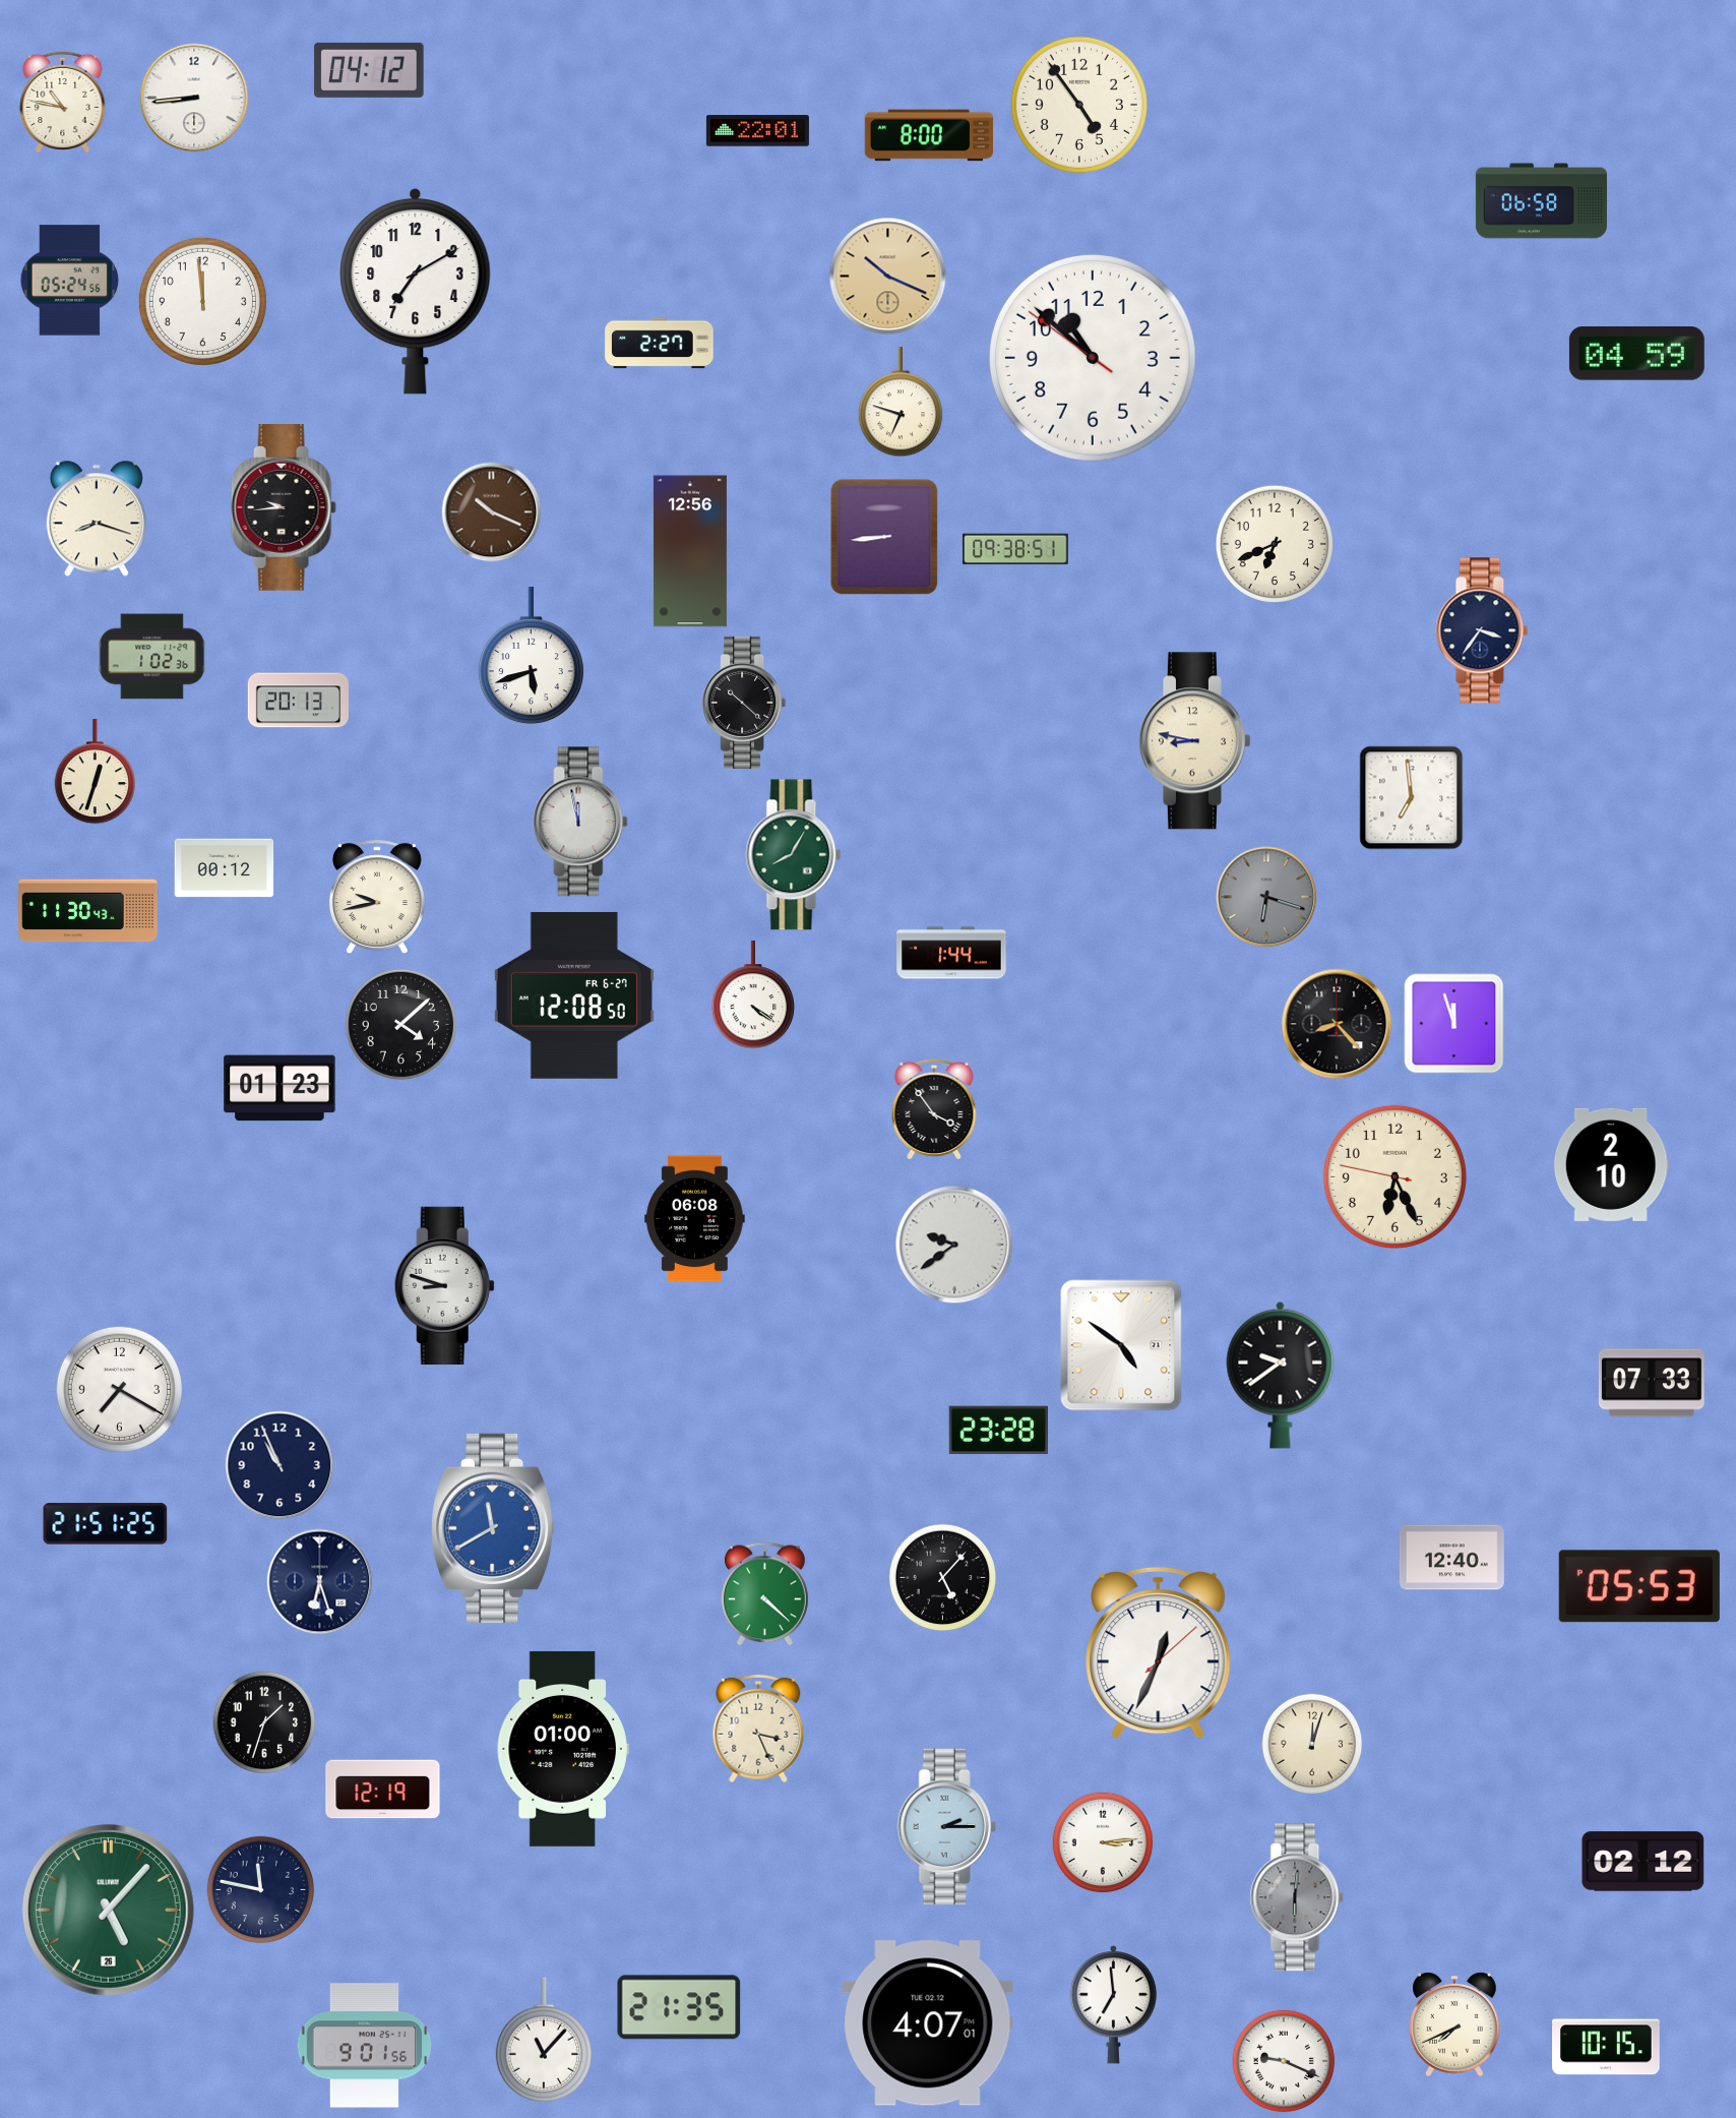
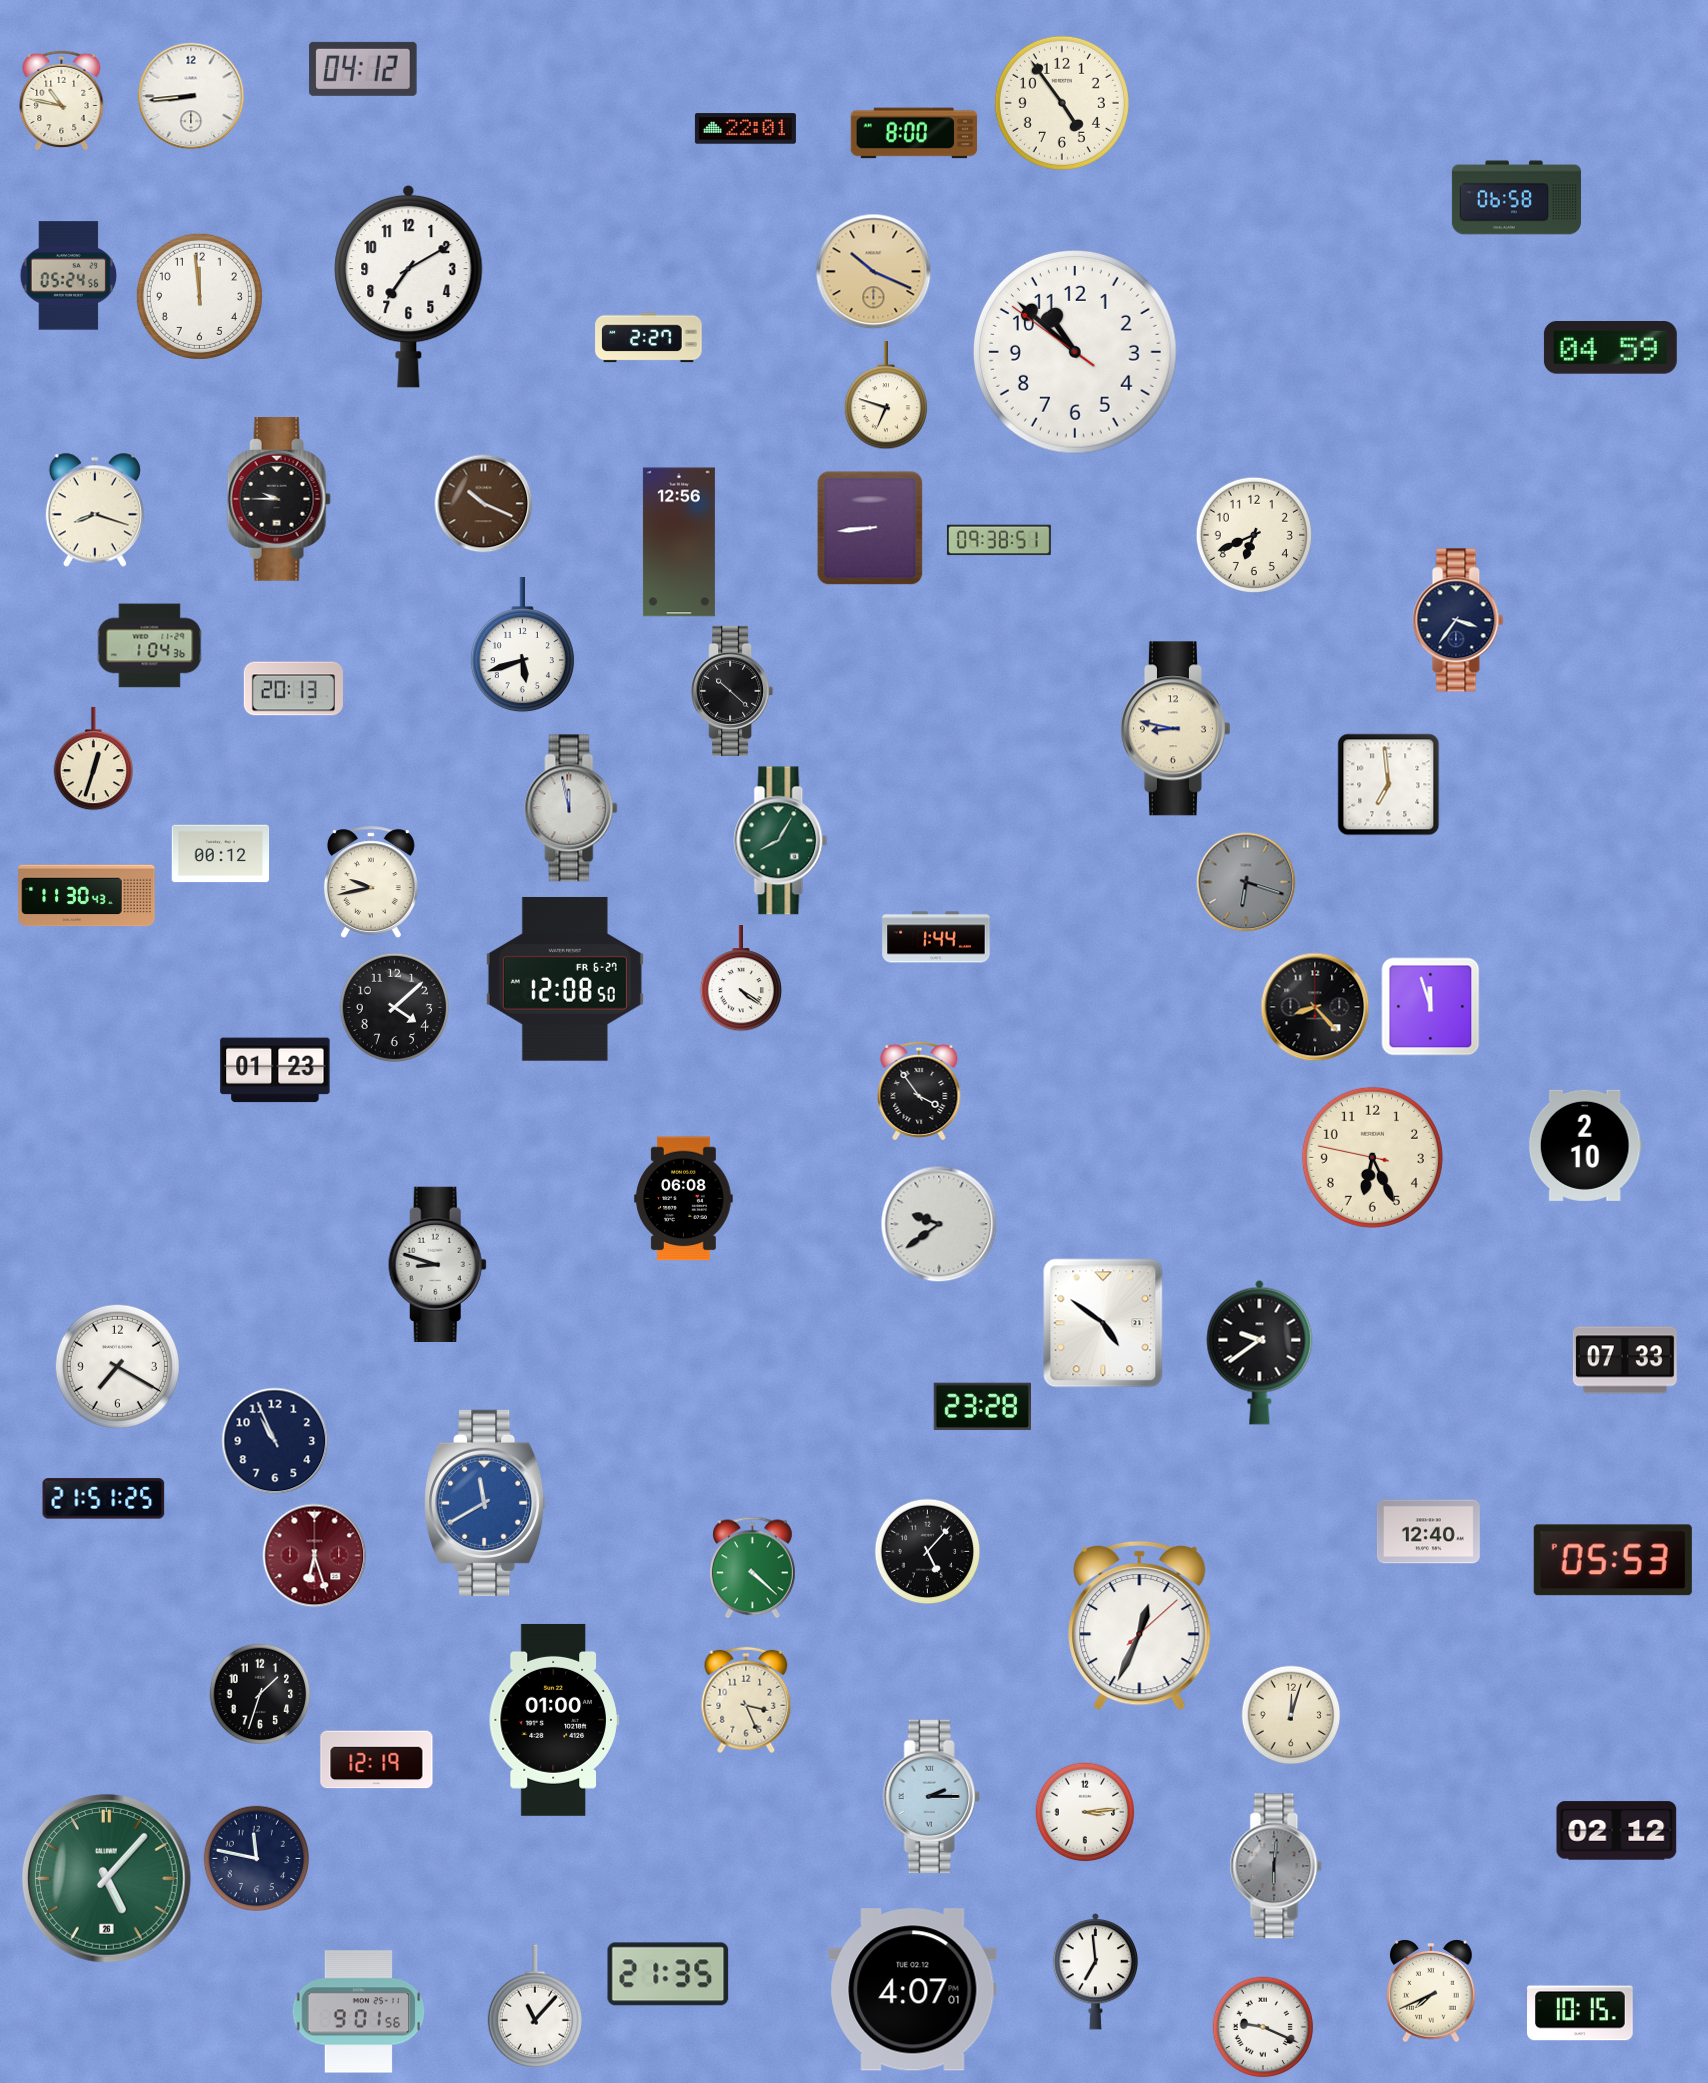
clock at (284, 508): 9:44 -> 9:45
clock at (152, 657): 1:02 -> 1:04
clock at (320, 1582) dial: navy -> burgundy
